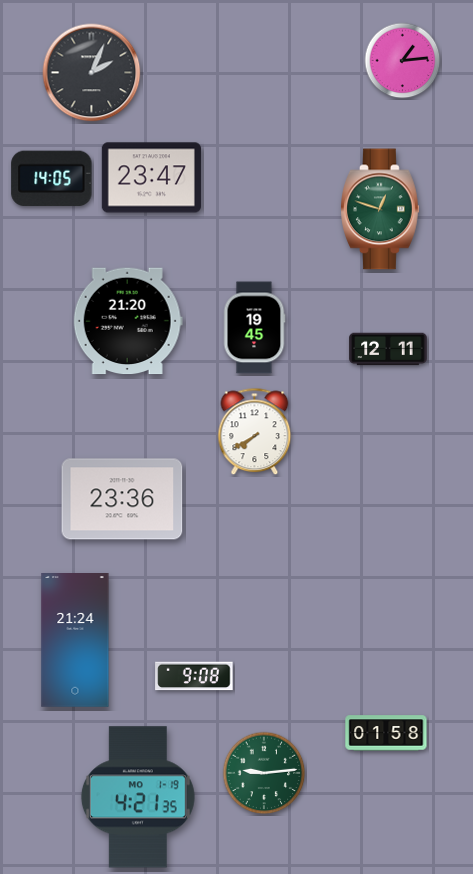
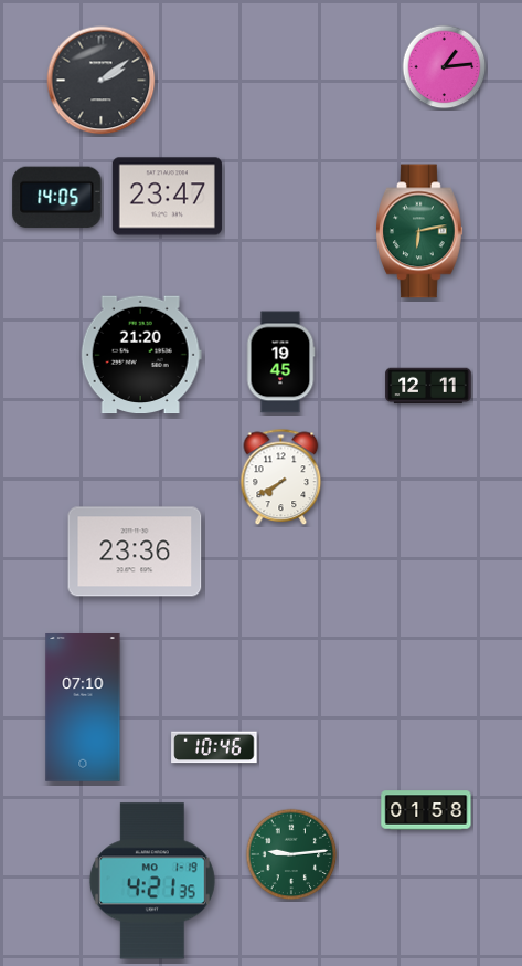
clock at (92, 73): 2:04 -> 2:09
clock at (380, 209): 12:48 -> 6:13
clock at (75, 641): 21:24 -> 07:10
clock at (194, 676): 9:08 -> 10:46
